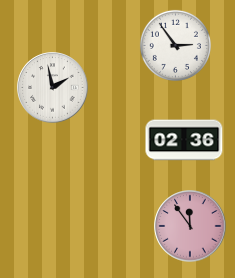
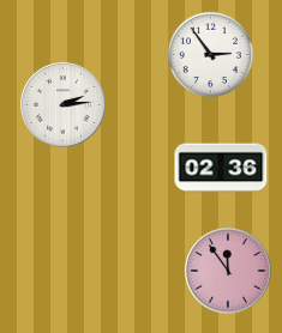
clock at (53, 88): 1:58 -> 2:14
